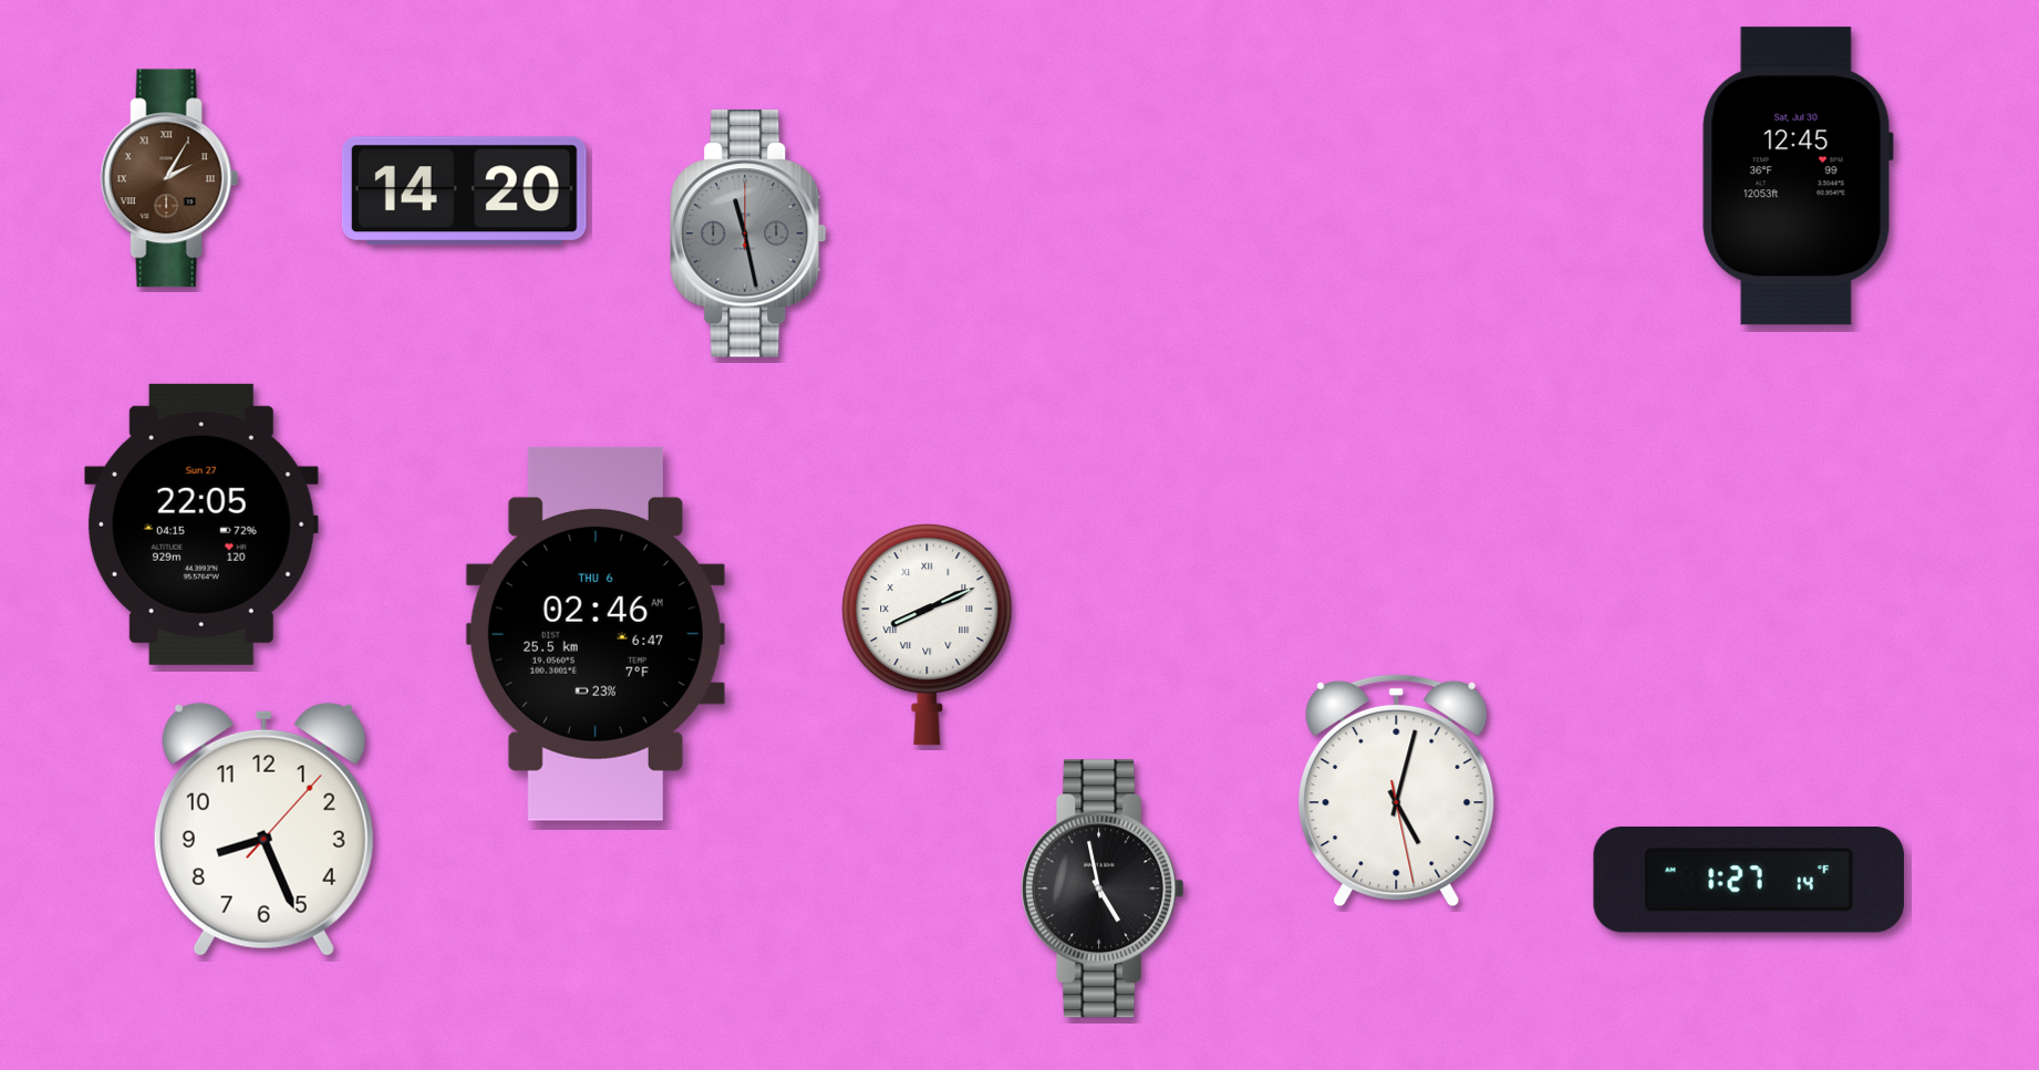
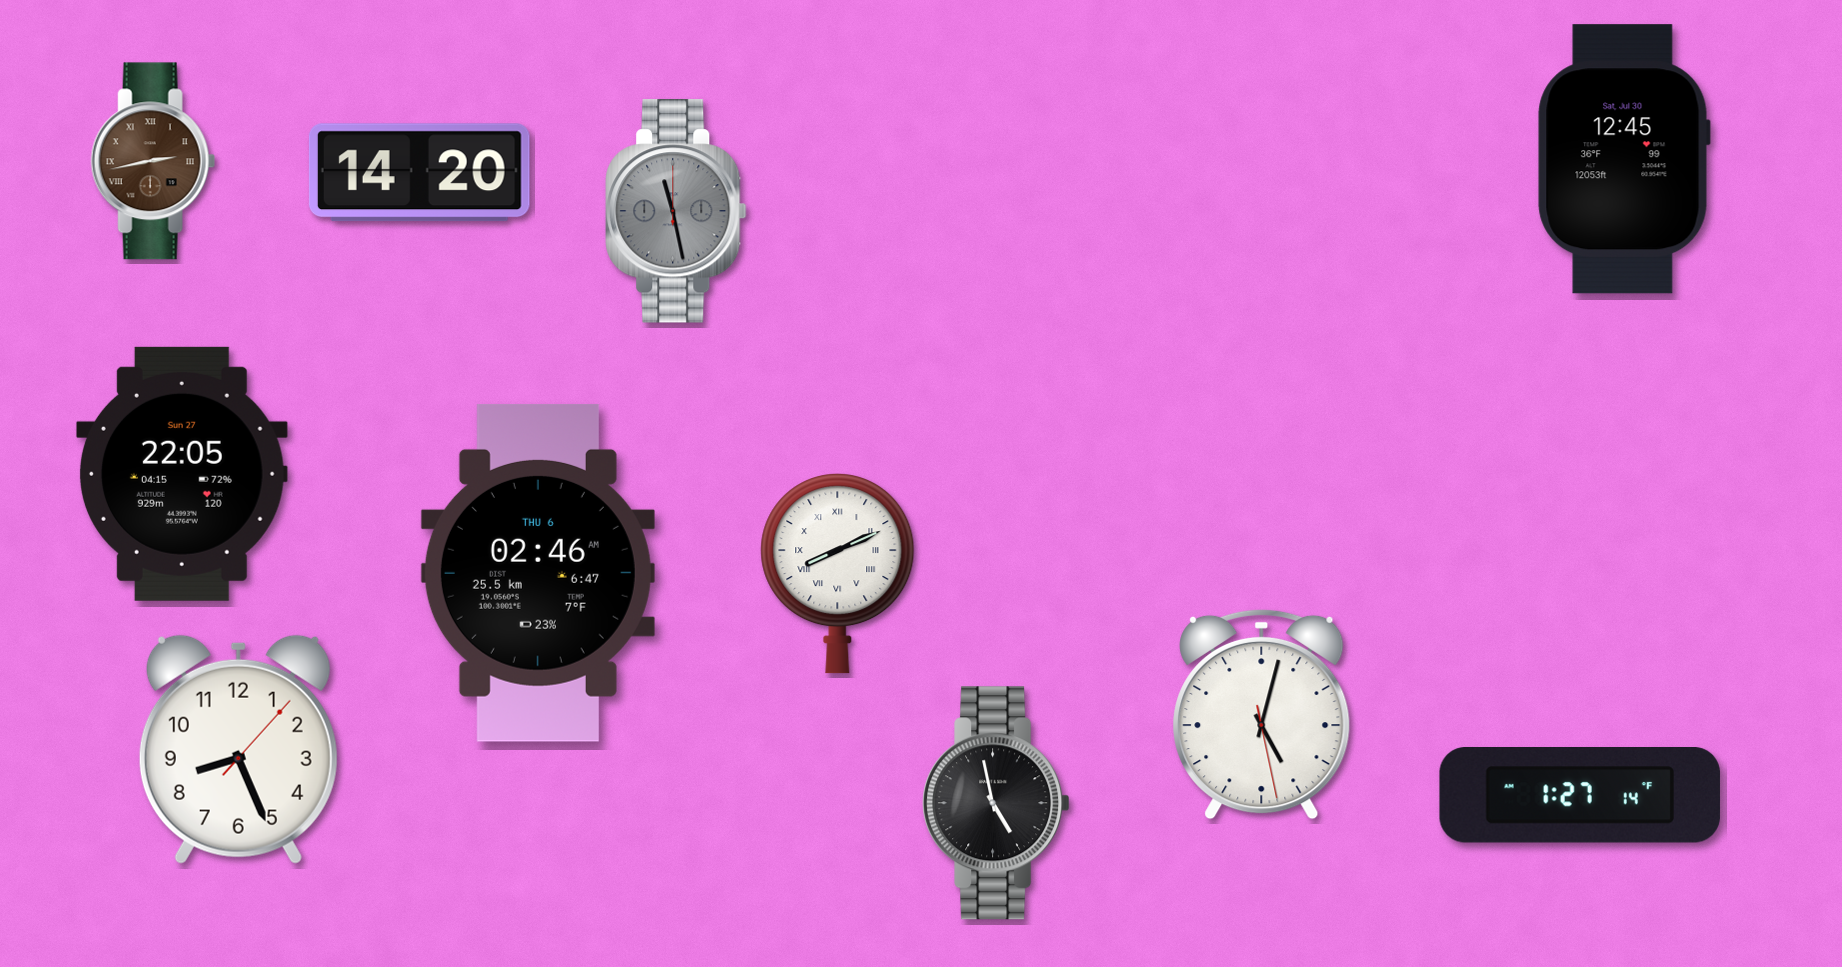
clock at (169, 178): 2:05 -> 2:43
